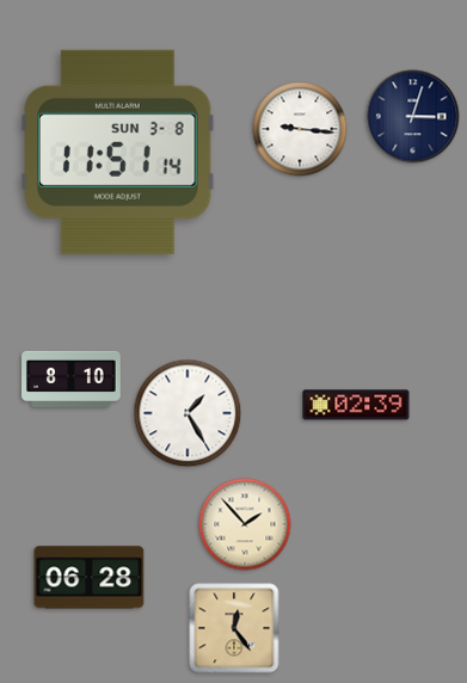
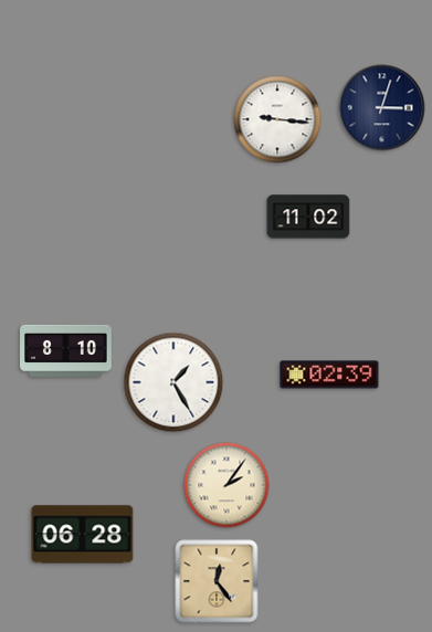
clock at (118, 152): 11:51 -> none
clock at (308, 217): none -> 11:02
clock at (245, 524): 1:53 -> 2:06
